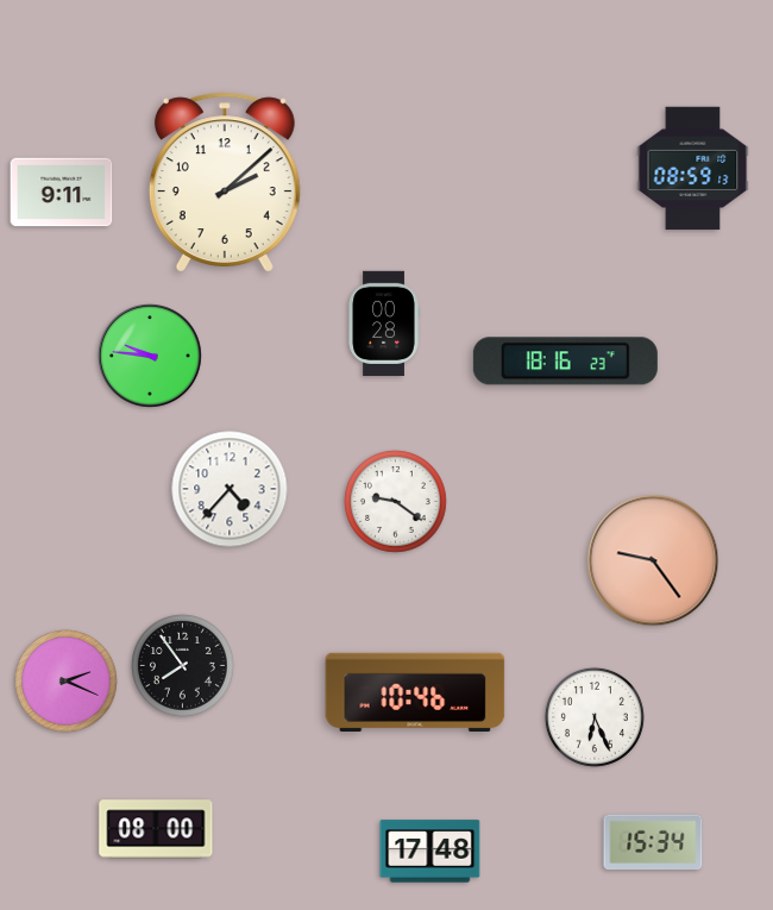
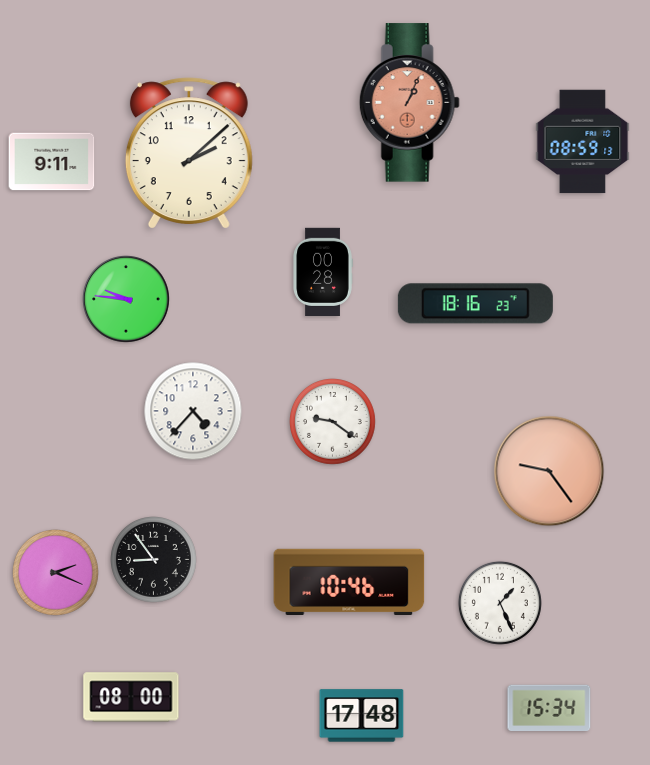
clock at (409, 103): none -> 1:04
clock at (183, 666): 7:54 -> 8:54
clock at (595, 717): 6:26 -> 1:26
